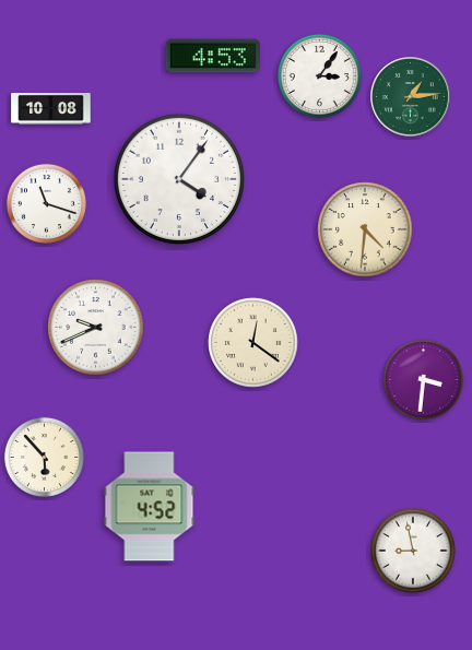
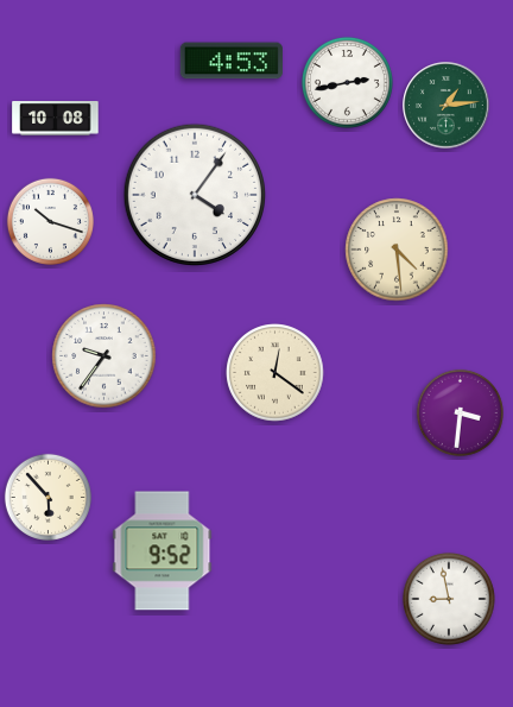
clock at (319, 75): 3:06 -> 2:43
clock at (46, 203): 11:18 -> 10:18
clock at (365, 229): 4:31 -> 4:29
clock at (96, 328): 9:41 -> 9:36
clock at (150, 507): 4:52 -> 9:52
